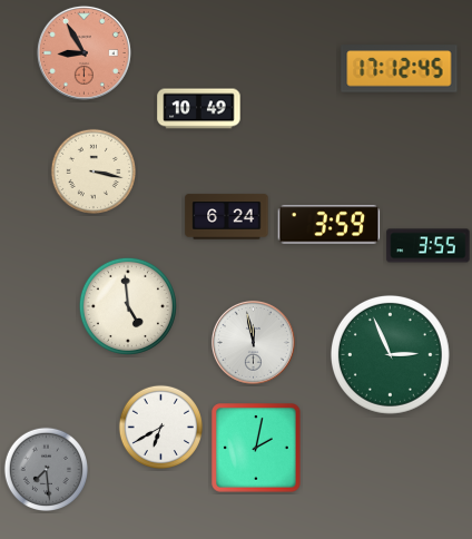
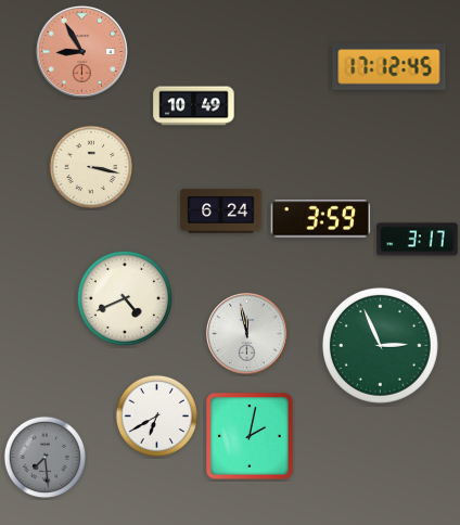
clock at (429, 246): 3:55 -> 3:17
clock at (128, 306): 4:59 -> 4:41
